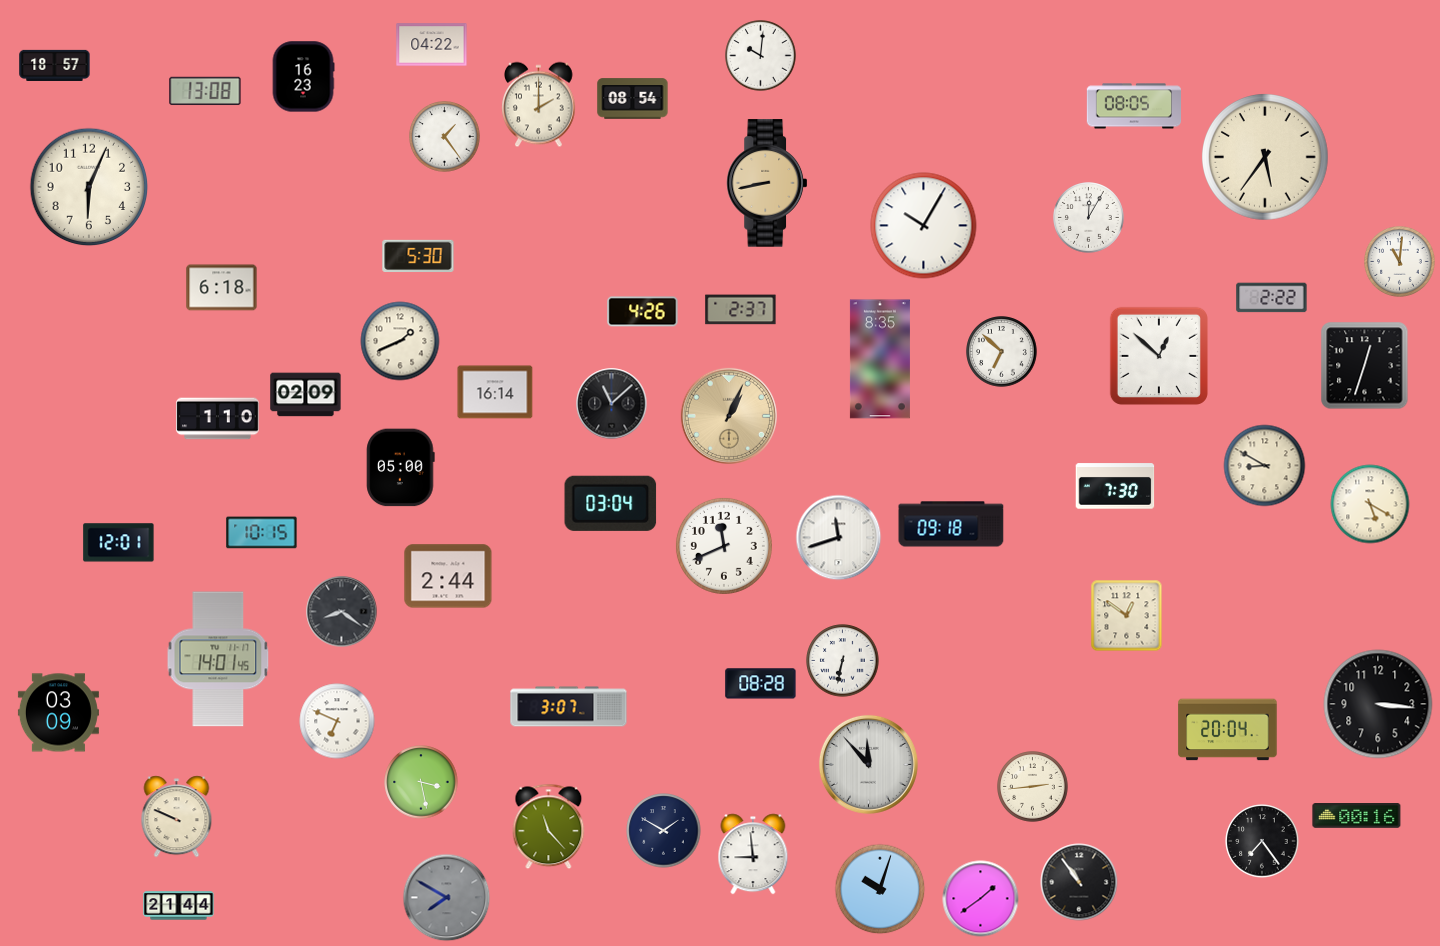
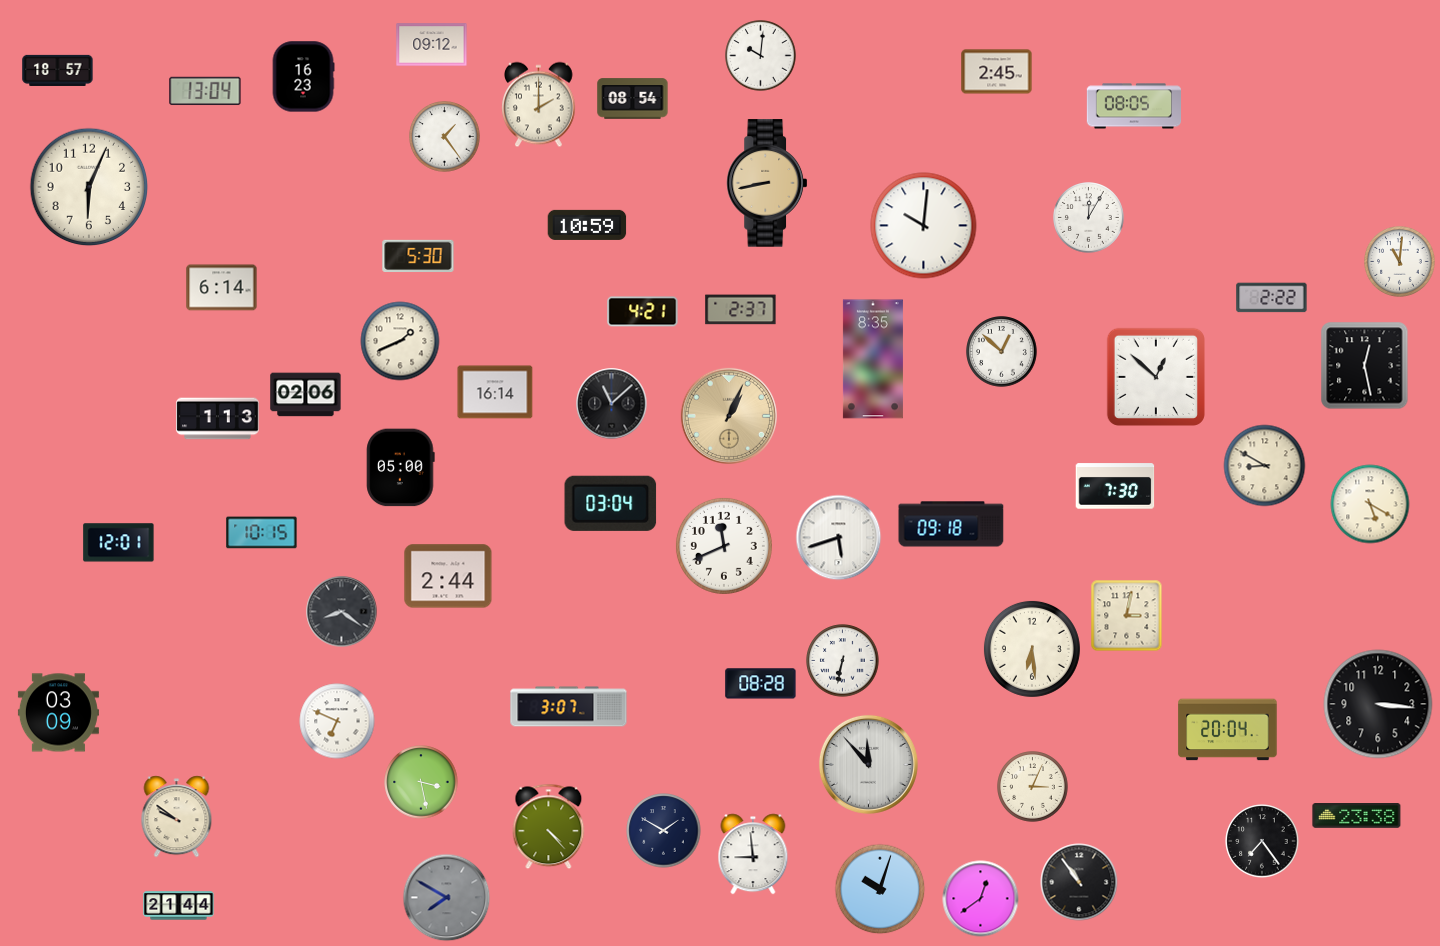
clock at (432, 45): 04:22 -> 09:12
clock at (55, 65) position: (55, 65) -> (58, 70)
clock at (997, 72): none -> 2:45
clock at (205, 91): 13:08 -> 13:04
clock at (1266, 158): 5:36 -> none
clock at (587, 225): none -> 10:59
clock at (924, 226): 10:05 -> 10:01
clock at (222, 288): 6:18 -> 6:14
clock at (643, 312): 4:26 -> 4:21
clock at (1002, 352): 6:52 -> 12:52
clock at (1159, 356) position: (1159, 356) -> (1156, 377)
clock at (880, 359) position: (880, 359) -> (873, 359)
clock at (1365, 366): 12:33 -> 12:28
clock at (306, 395): 02:09 -> 02:06
clock at (218, 419): 1:10 -> 1:13
clock at (839, 538): 11:42 -> 5:42
clock at (1127, 616): 12:51 -> 3:02
clock at (1032, 649): none -> 6:29
clock at (218, 659): 14:01 -> none
clock at (1033, 787): 2:44 -> 3:04
clock at (1357, 816): 00:16 -> 23:38
clock at (177, 817): 9:49 -> 9:51
clock at (549, 827): 11:23 -> 4:23
clock at (981, 899): 1:39 -> 12:39
